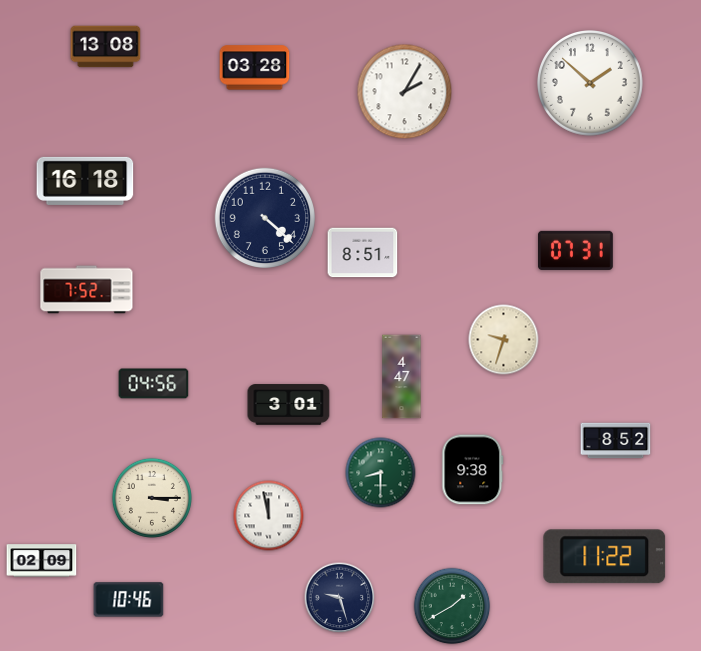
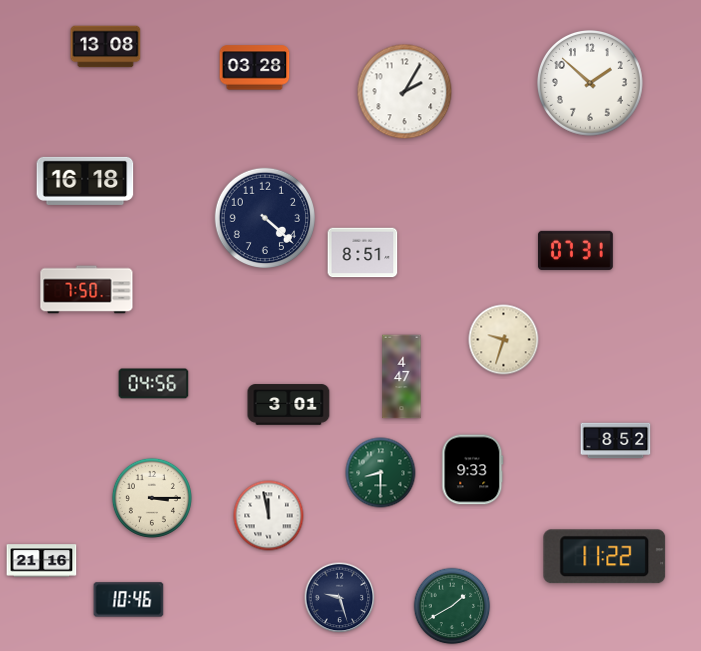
clock at (87, 290): 7:52 -> 7:50
clock at (473, 470): 9:38 -> 9:33
clock at (42, 561): 02:09 -> 21:16
